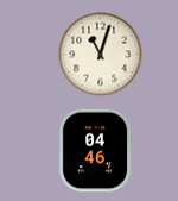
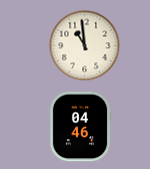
clock at (101, 55): 11:03 -> 10:59
